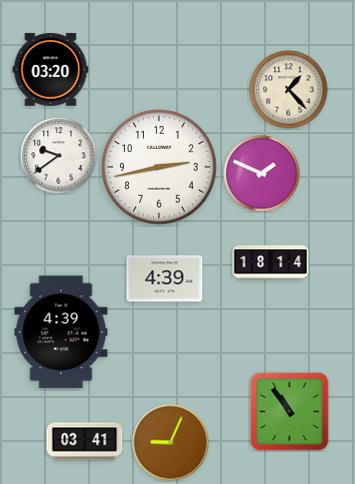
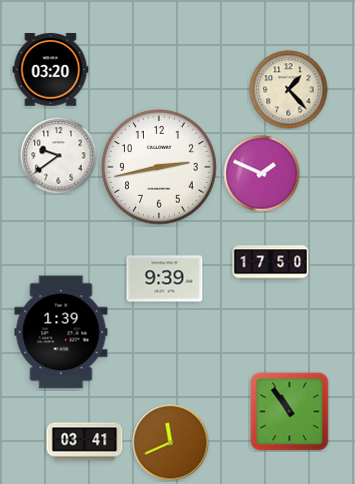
clock at (271, 263): 18:14 -> 17:50
clock at (165, 279): 4:39 -> 9:39
clock at (61, 332): 4:39 -> 1:39
clock at (171, 443): 9:04 -> 11:41
